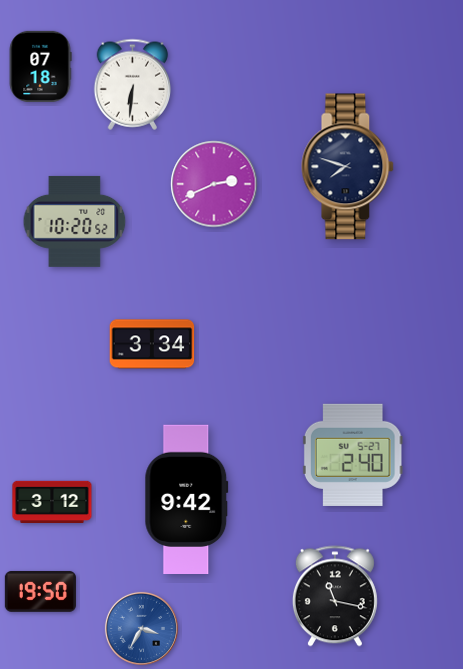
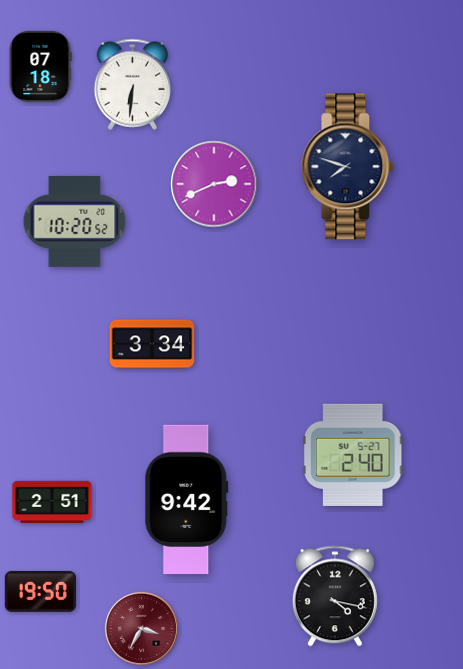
clock at (52, 501): 3:12 -> 2:51
clock at (335, 596): 11:17 -> 4:17
clock at (141, 628) dial: blue -> burgundy
